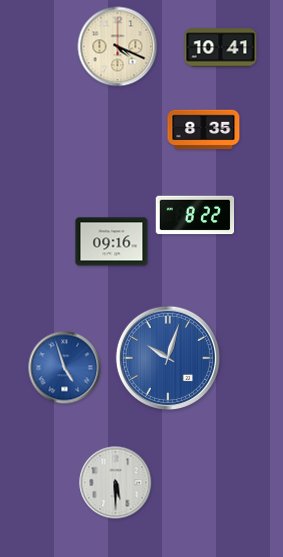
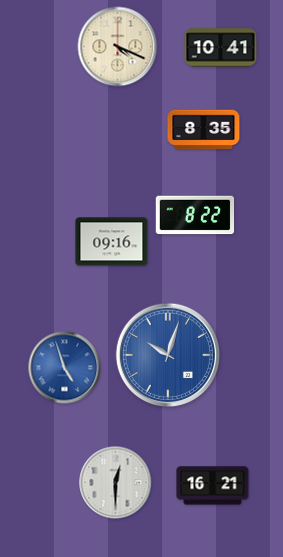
clock at (167, 357) position: (167, 357) -> (167, 354)
clock at (116, 483): 5:30 -> 12:30
clock at (213, 486): none -> 16:21
